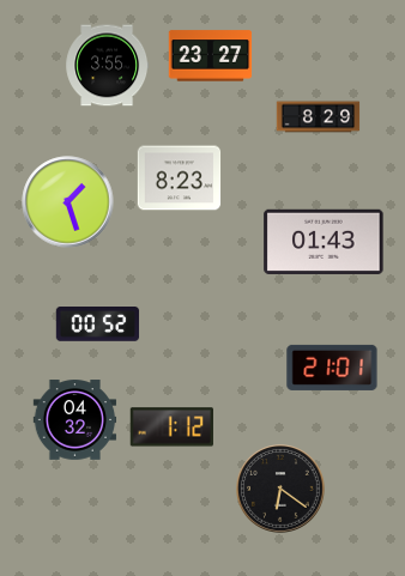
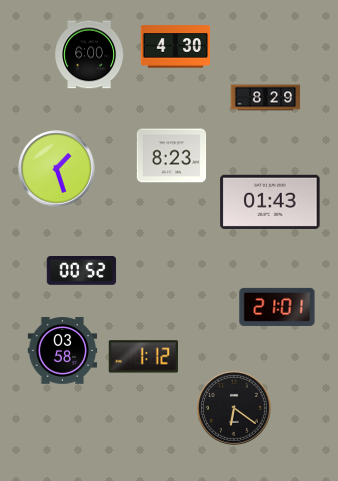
clock at (211, 56): 23:27 -> 4:30
clock at (108, 66): 3:55 -> 6:00
clock at (180, 178) position: (180, 178) -> (172, 156)
clock at (75, 420): 04:32 -> 03:58
